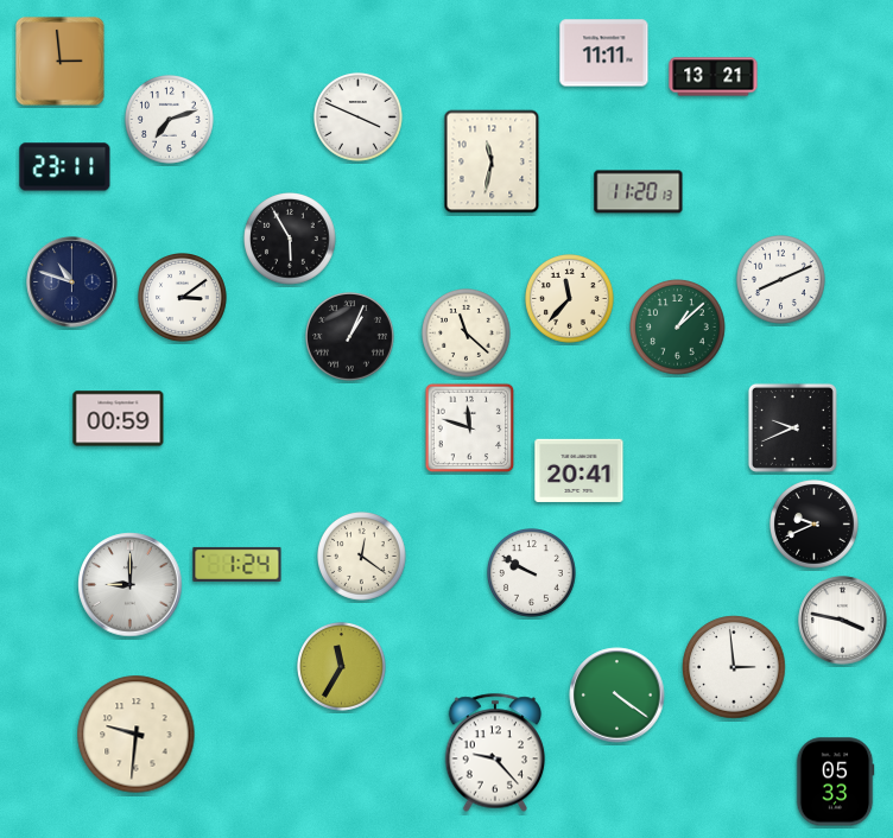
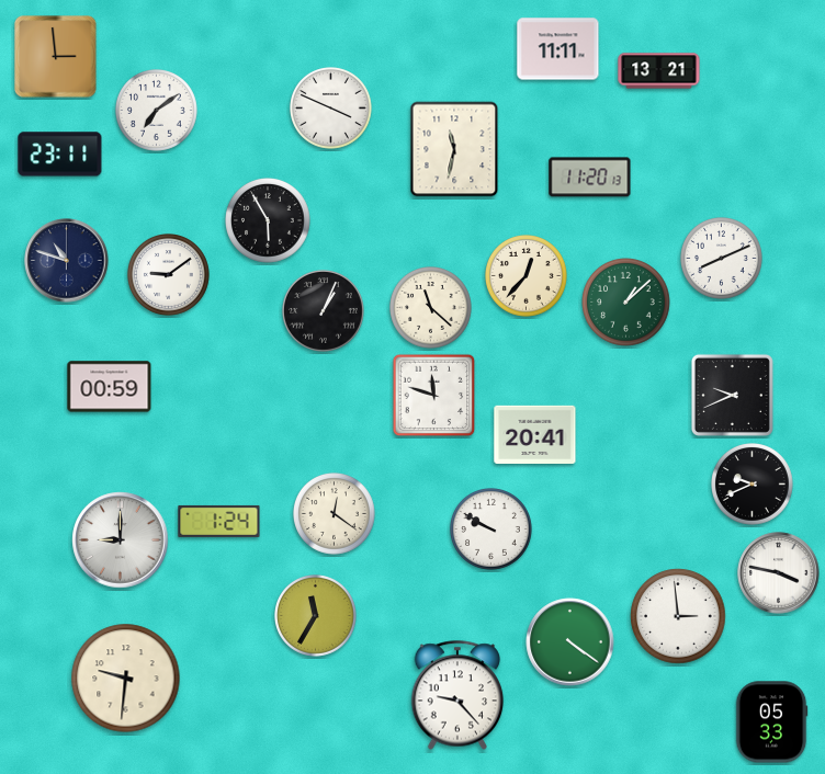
clock at (170, 120): 7:12 -> 7:09
clock at (183, 298): 3:09 -> 9:09
clock at (570, 299): 11:37 -> 12:37
